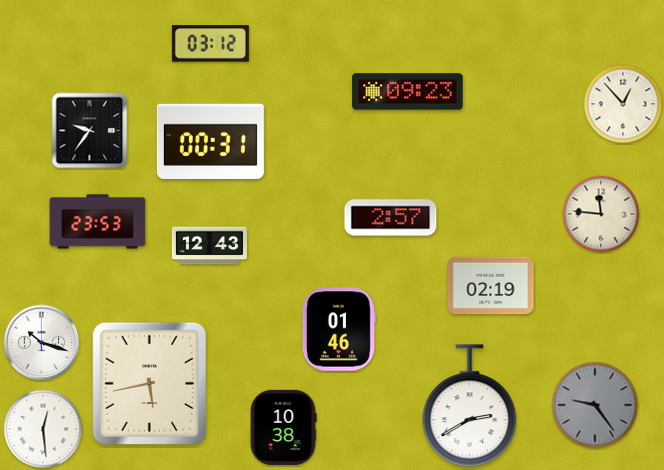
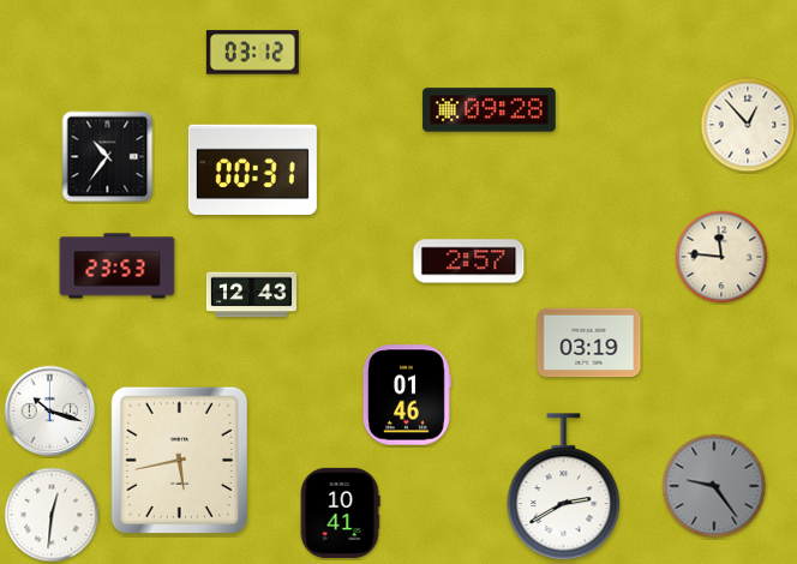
clock at (408, 92): 09:23 -> 09:28
clock at (90, 131): 9:36 -> 10:36
clock at (491, 286): 02:19 -> 03:19
clock at (283, 427): 10:38 -> 10:41
clock at (43, 429): 12:29 -> 12:31
